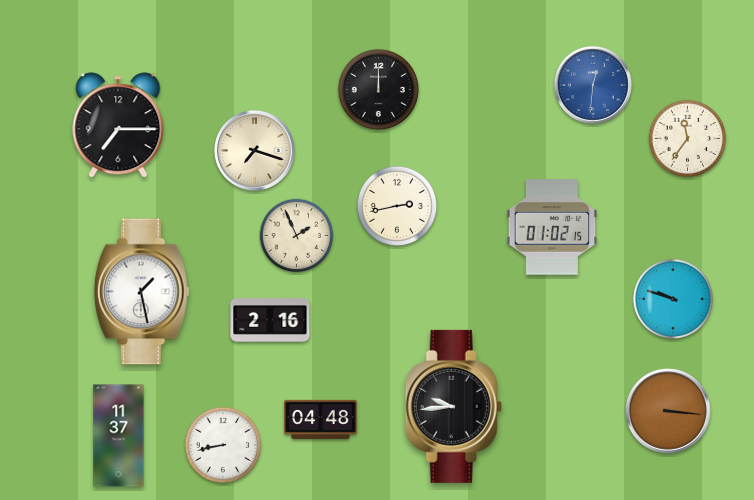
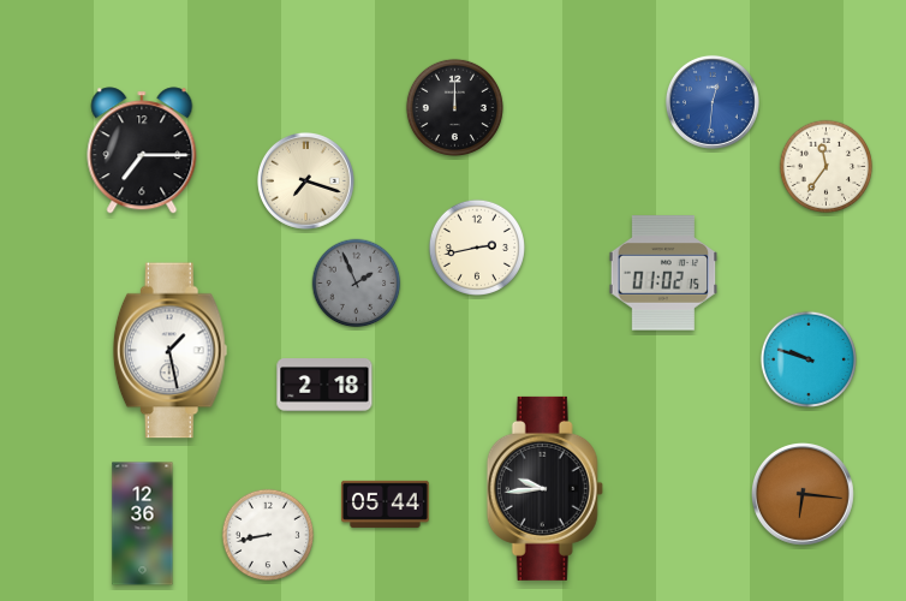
clock at (297, 236) dial: cream -> grey
clock at (270, 320): 2:16 -> 2:18
clock at (669, 412): 3:16 -> 6:16
clock at (321, 419): 04:48 -> 05:44
clock at (119, 436): 11:37 -> 12:36
